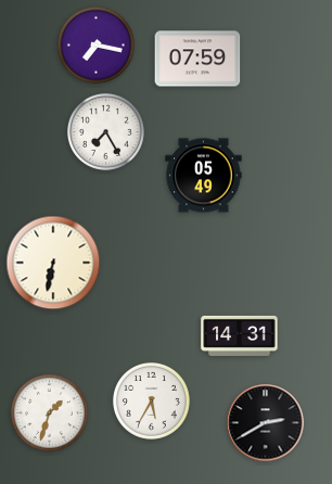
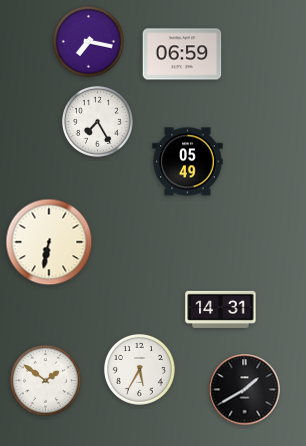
clock at (197, 59): 07:59 -> 06:59
clock at (49, 412): 1:33 -> 1:51
clock at (266, 423): 2:40 -> 1:40
